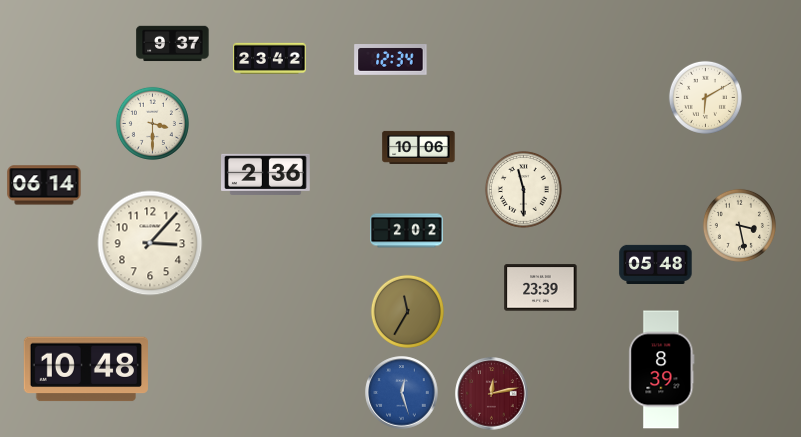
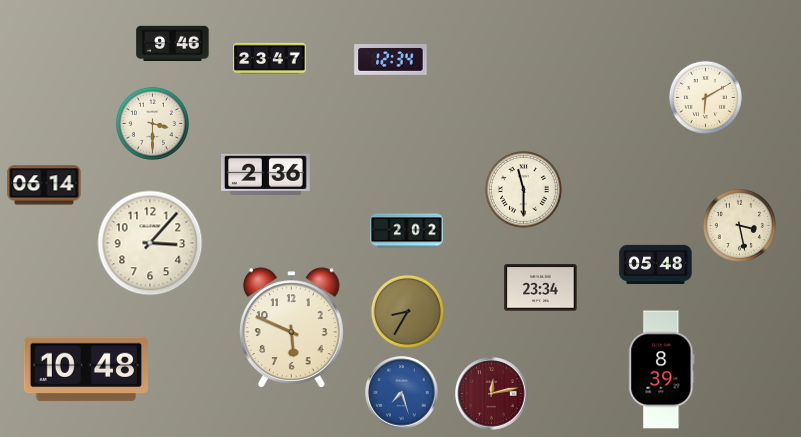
clock at (173, 44): 9:37 -> 9:46
clock at (270, 58): 23:42 -> 23:47
clock at (419, 147): 10:06 -> none
clock at (541, 288): 23:39 -> 23:34
clock at (407, 311): 11:35 -> 8:35
clock at (291, 328): none -> 5:49
clock at (402, 393): 12:27 -> 7:27
